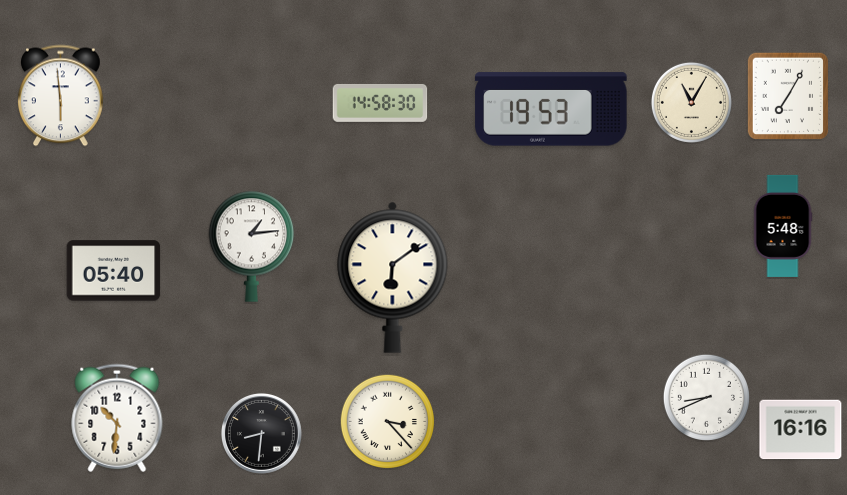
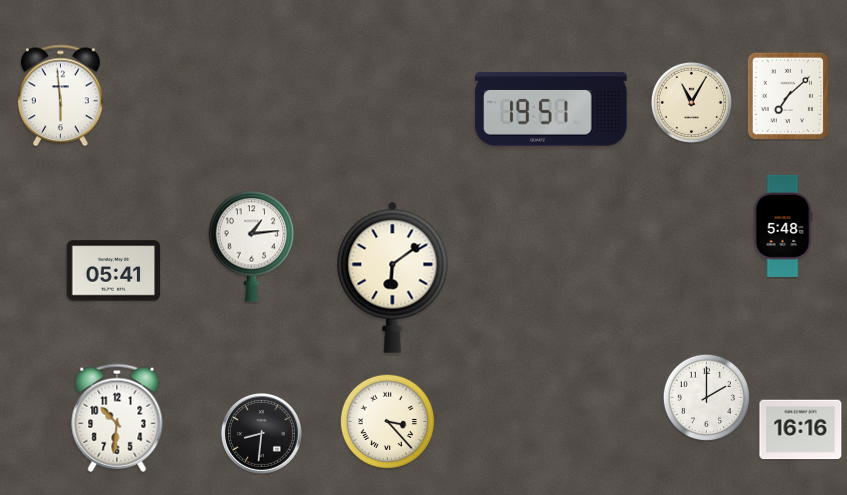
clock at (787, 95): 7:05 -> 7:08
clock at (380, 103): 14:58 -> none
clock at (551, 109): 19:53 -> 19:51
clock at (114, 271): 05:40 -> 05:41
clock at (706, 397): 8:41 -> 2:00
